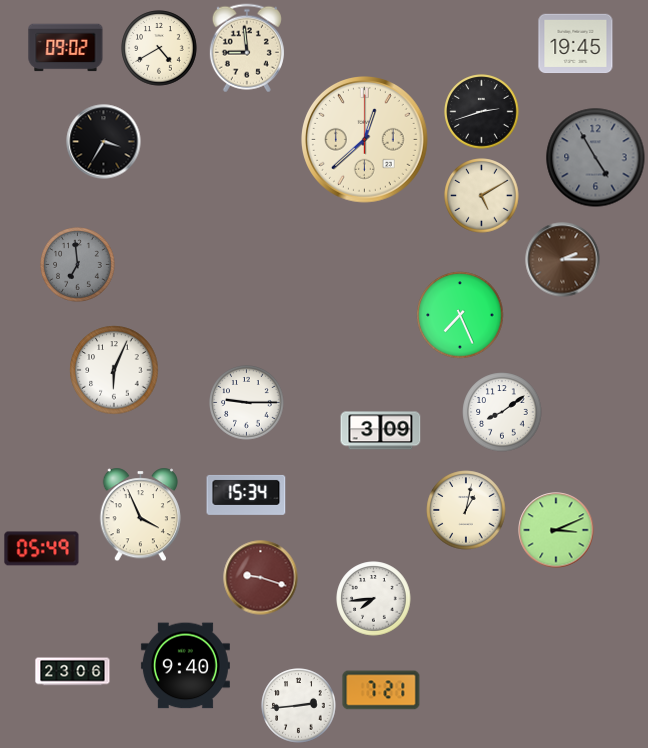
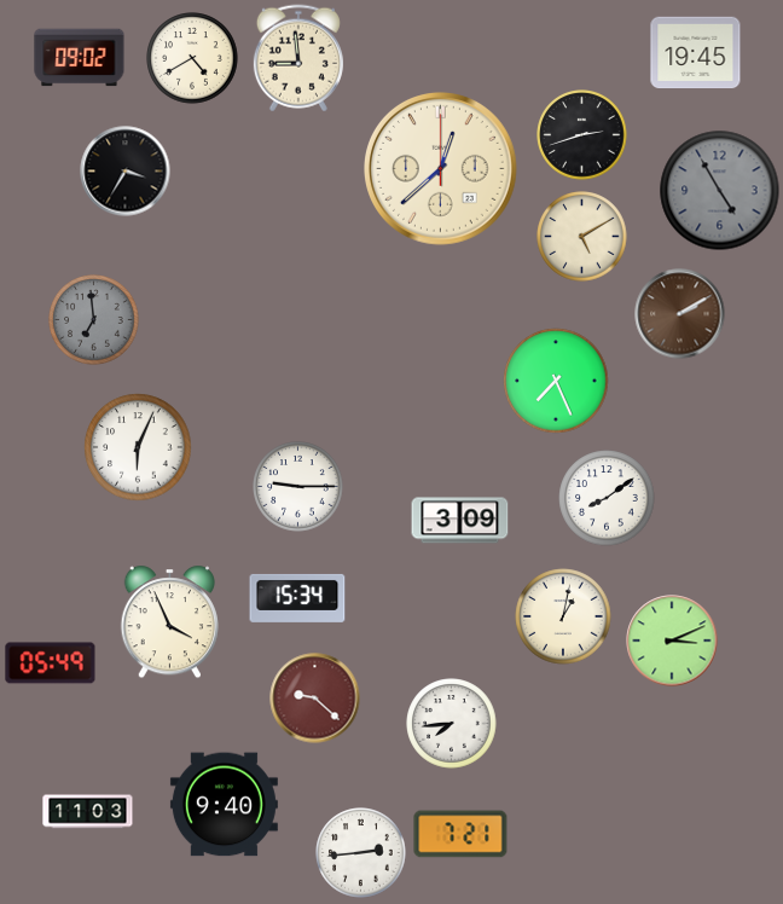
clock at (563, 260): 2:15 -> 2:10
clock at (261, 578): 9:18 -> 9:22
clock at (73, 672): 23:06 -> 11:03
